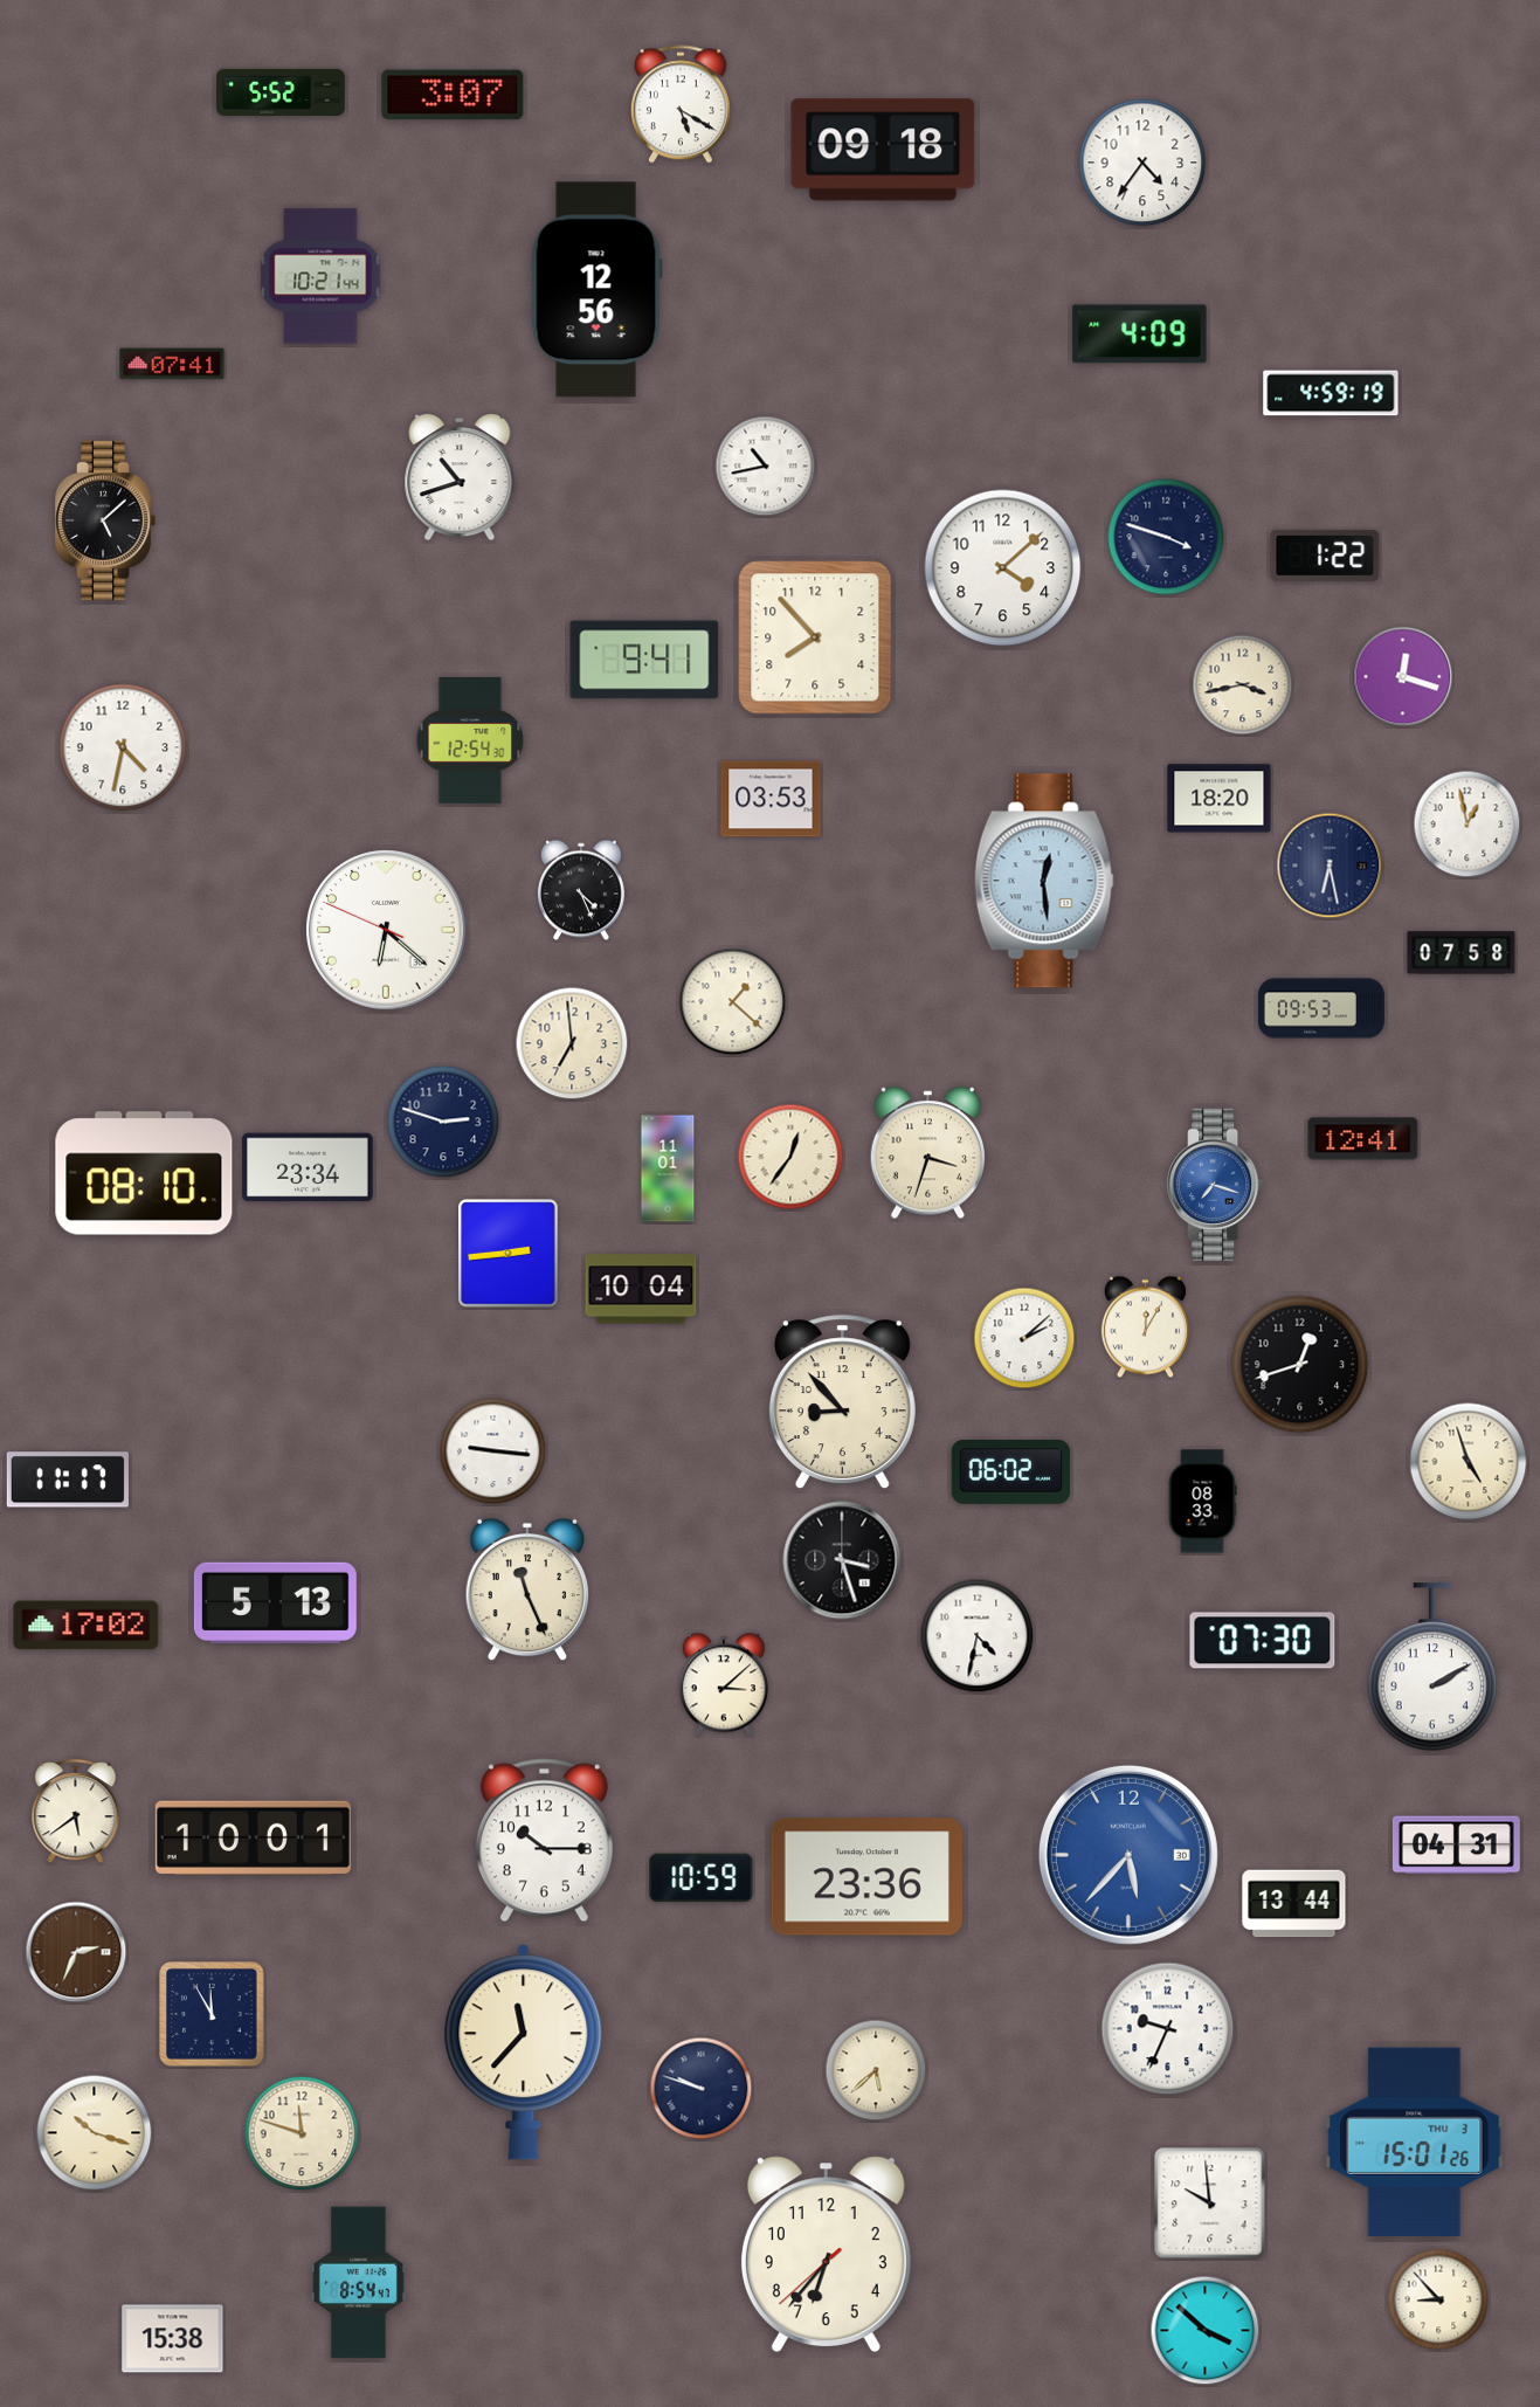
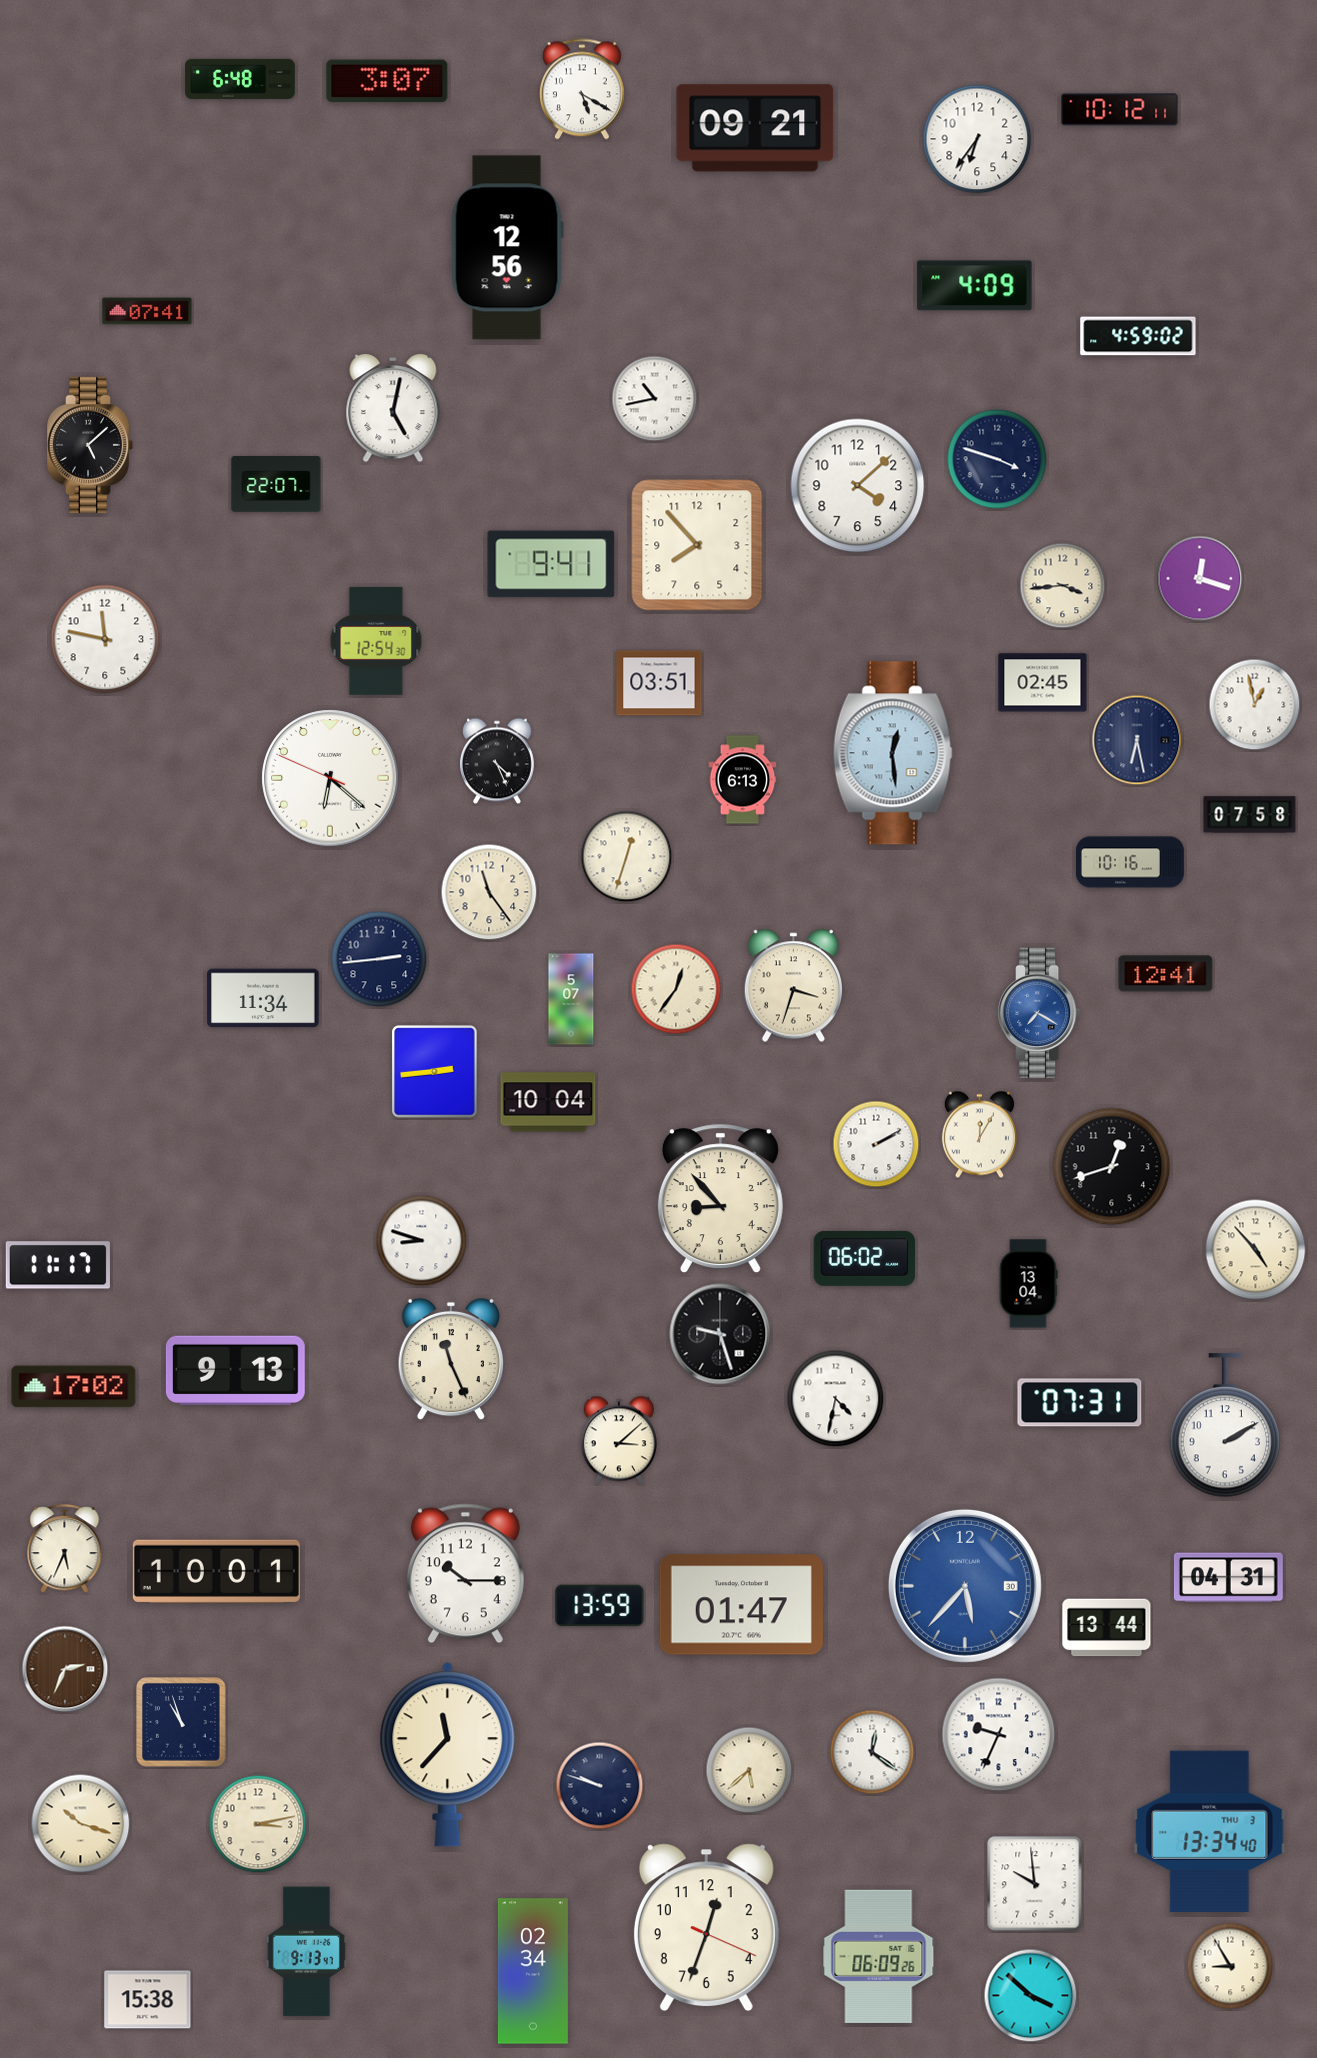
clock at (281, 92): 5:52 -> 6:48
clock at (1120, 110): none -> 10:12
clock at (883, 150): 09:18 -> 09:21
clock at (1142, 163): 4:36 -> 6:36
clock at (320, 276): 10:21 -> none
clock at (596, 290) position: (596, 290) -> (507, 248)
clock at (1331, 393): 4:59:19 -> 4:59:02
clock at (460, 477): 10:42 -> 5:02
clock at (1325, 556): 1:22 -> none
clock at (276, 484): none -> 22:07
clock at (1243, 685): 3:43 -> 3:44
clock at (470, 740) position: (470, 740) -> (376, 641)
clock at (123, 747): 4:32 -> 11:47
clock at (771, 799): 03:53 -> 03:51
clock at (1220, 799): 18:20 -> 02:45
clock at (743, 780): none -> 6:13
clock at (386, 930) position: (386, 930) -> (330, 778)
clock at (733, 1002): 1:22 -> 12:33
clock at (1321, 1008): 09:53 -> 10:16
clock at (572, 1043): 6:59 -> 11:24
clock at (443, 1122): 2:48 -> 2:44
clock at (308, 1167): 23:34 -> 11:34
clock at (668, 1168): 11:01 -> 5:07
clock at (144, 1173): 08:10 -> none
clock at (1215, 1185): 7:18 -> 7:20
clock at (1024, 1338): 2:08 -> 2:10
clock at (493, 1451): 9:16 -> 8:48
clock at (1469, 1462): 4:57 -> 4:53
clock at (1202, 1502): 08:33 -> 13:04
clock at (842, 1560): 3:27 -> 9:27
clock at (275, 1602): 5:13 -> 9:13
clock at (87, 1626) position: (87, 1626) -> (74, 1387)
clock at (1263, 1641): 07:30 -> 07:31
clock at (76, 1812): 5:39 -> 5:34
clock at (1456, 1846) position: (1456, 1846) -> (1228, 1578)
clock at (866, 1877): 23:36 -> 01:47
clock at (702, 1878): 10:59 -> 13:59
clock at (212, 2014): 11:55 -> 10:57
clock at (872, 1752): none -> 12:21
clock at (302, 2133): 11:48 -> 3:13
clock at (1415, 2142): 15:01 -> 13:34
clock at (826, 2255): 6:36 -> 12:33
clock at (358, 2283): 8:54 -> 9:13
clock at (879, 1956): none -> 06:09
clock at (1438, 2299): 8:53 -> 8:55
clock at (533, 1971): none -> 02:34
clock at (1206, 2331) position: (1206, 2331) -> (1031, 1996)
